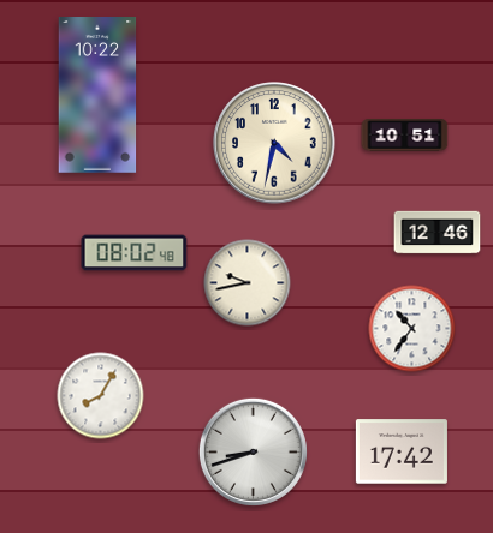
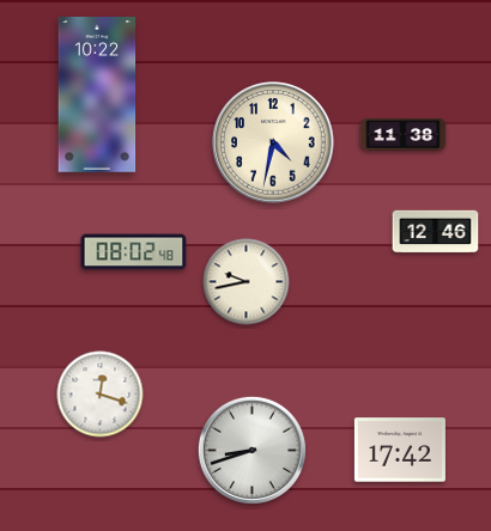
clock at (405, 136): 10:51 -> 11:38
clock at (412, 329): 10:36 -> none
clock at (101, 396): 8:05 -> 12:18
